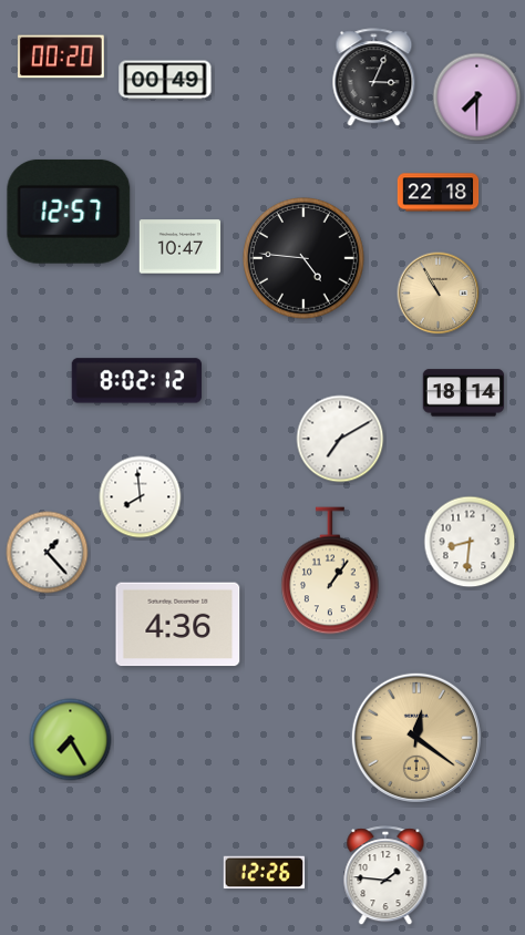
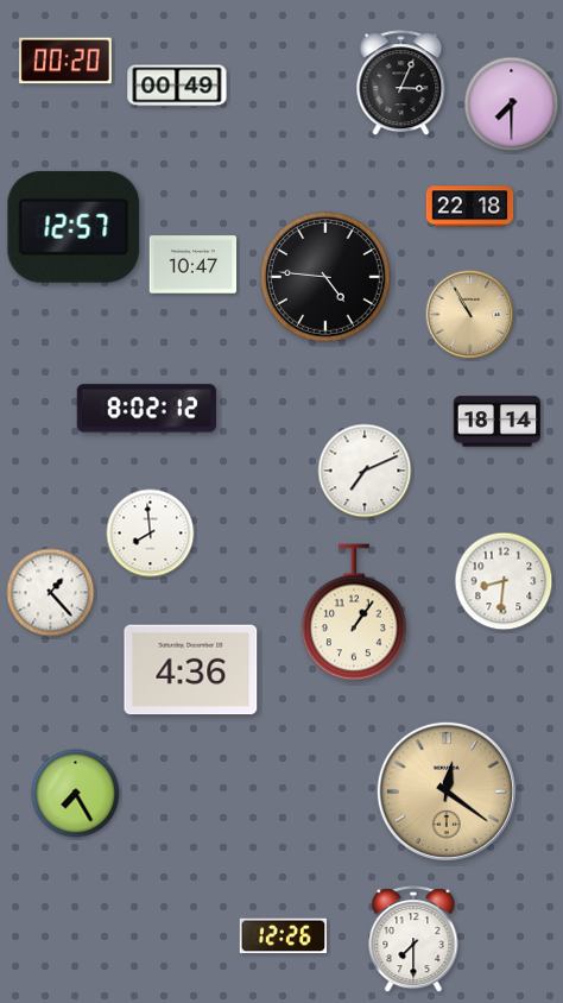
clock at (340, 439): 7:10 -> 7:11
clock at (385, 876): 1:46 -> 7:30
